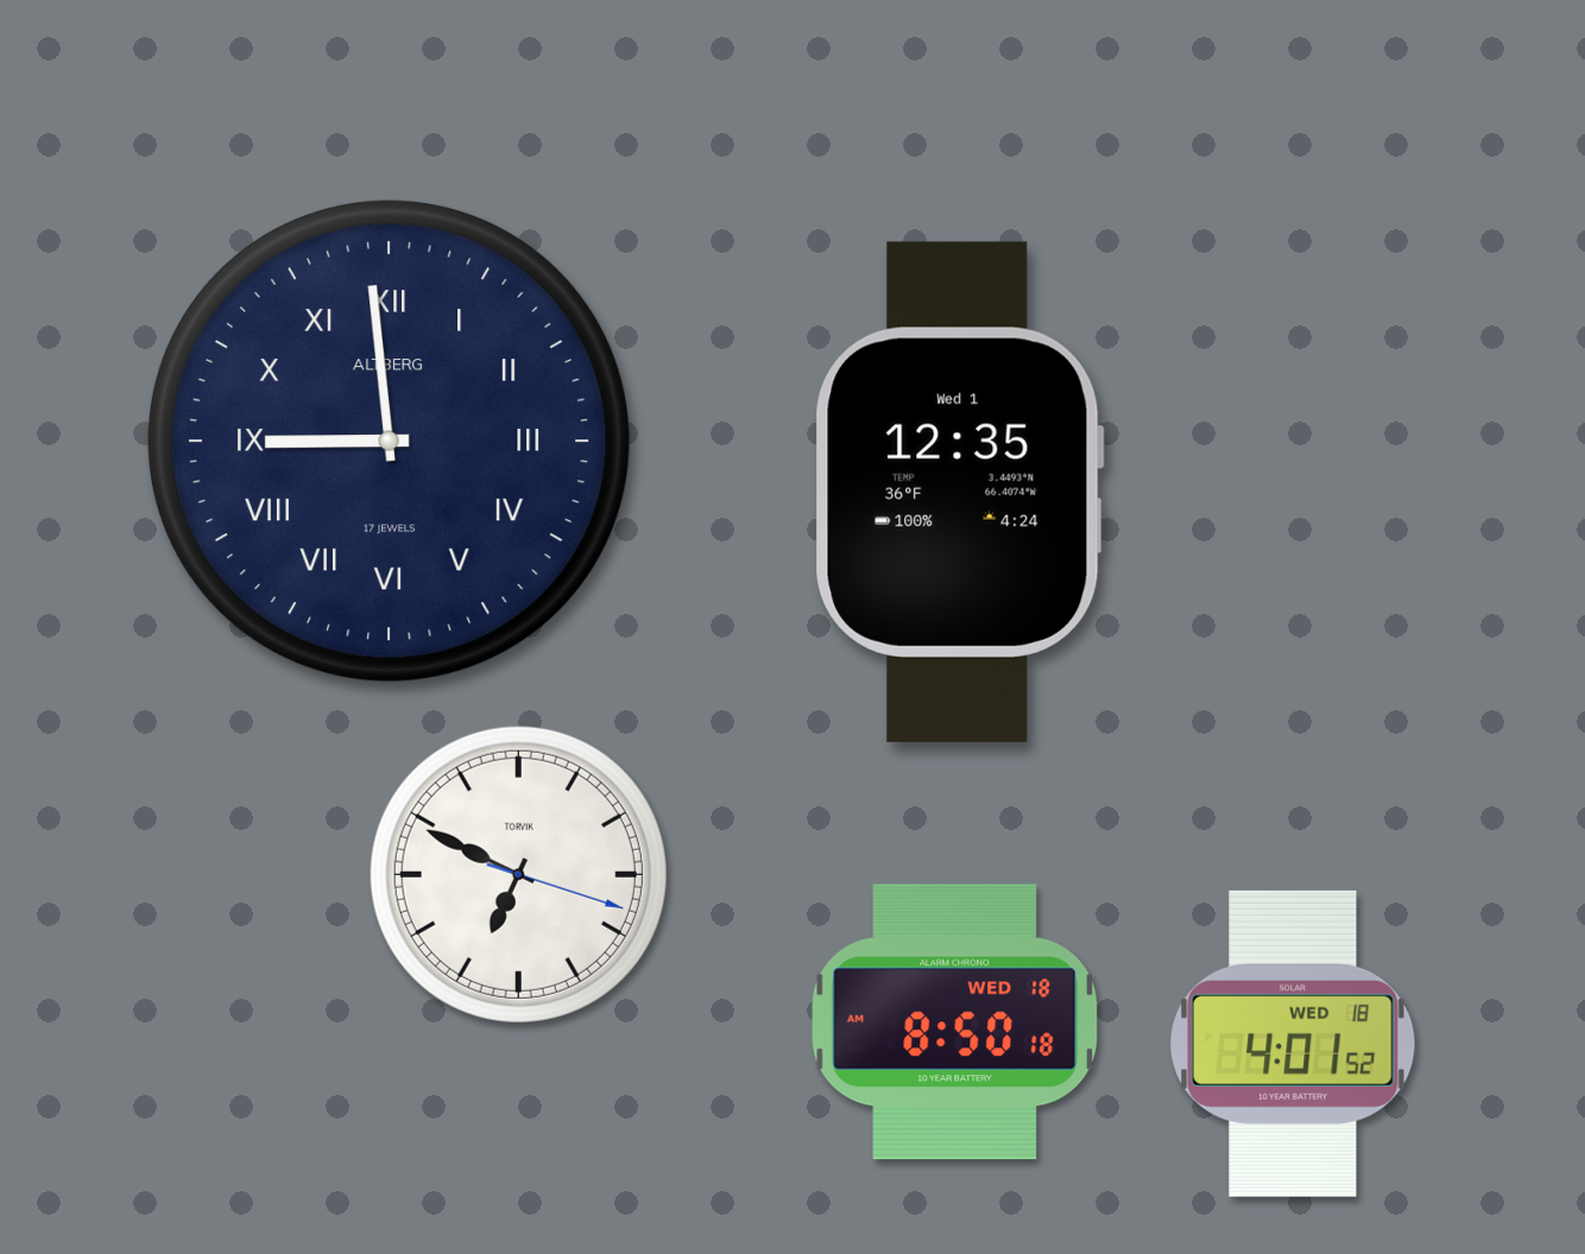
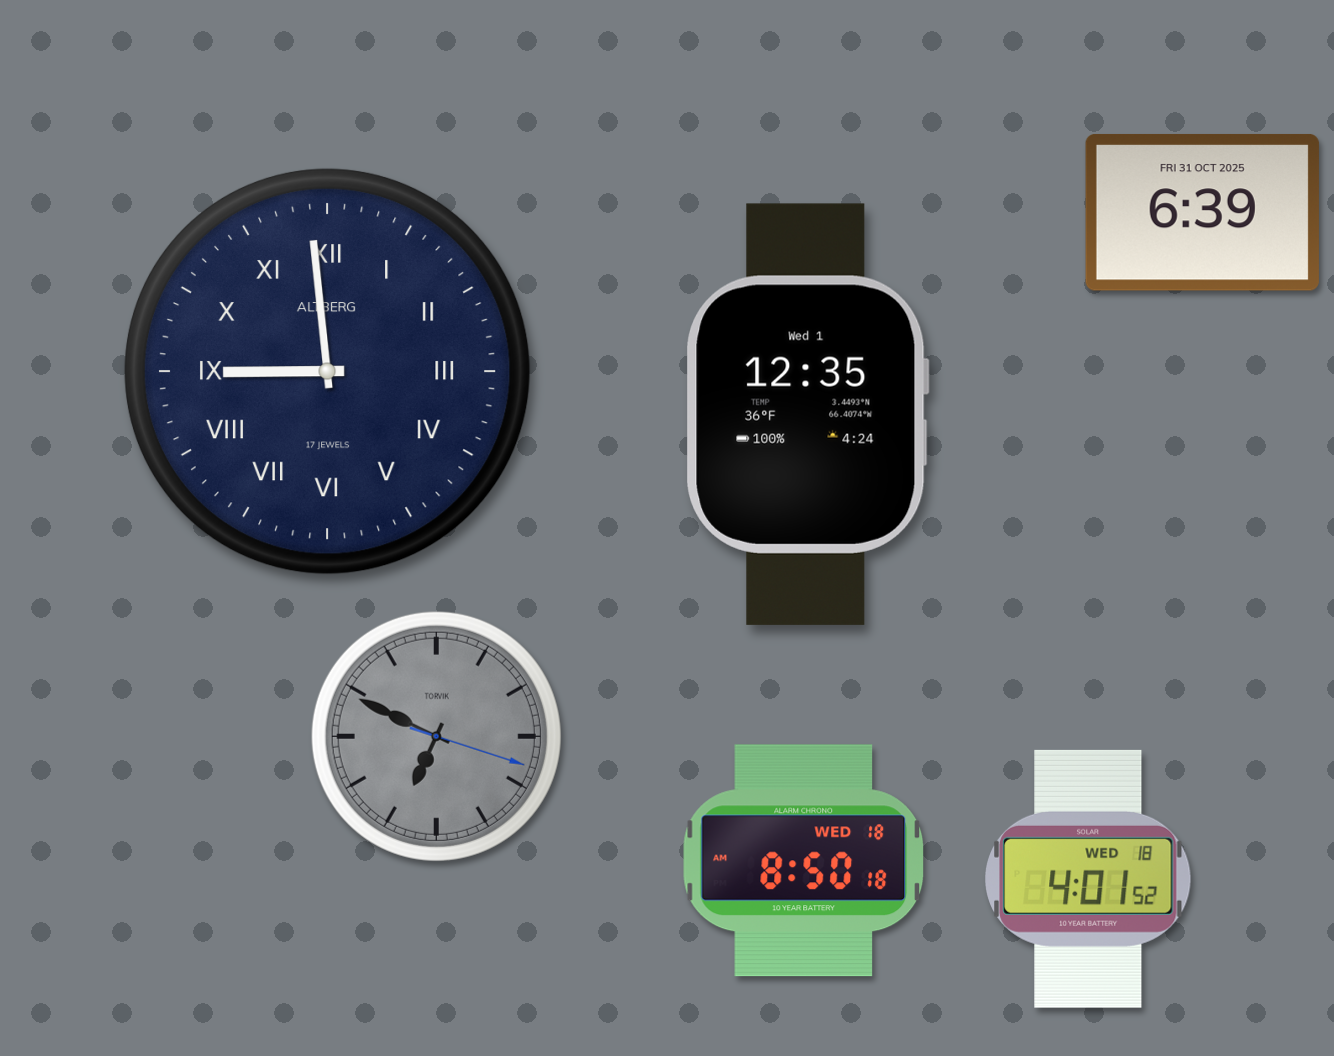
clock at (1202, 212): none -> 6:39
clock at (518, 874) dial: white -> grey
